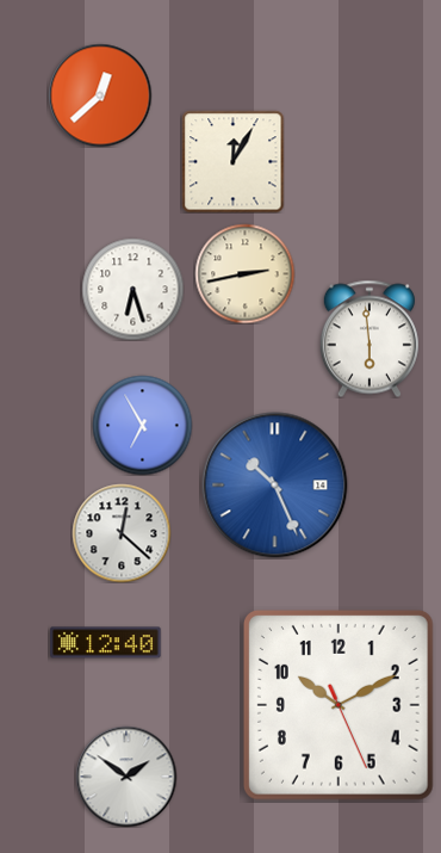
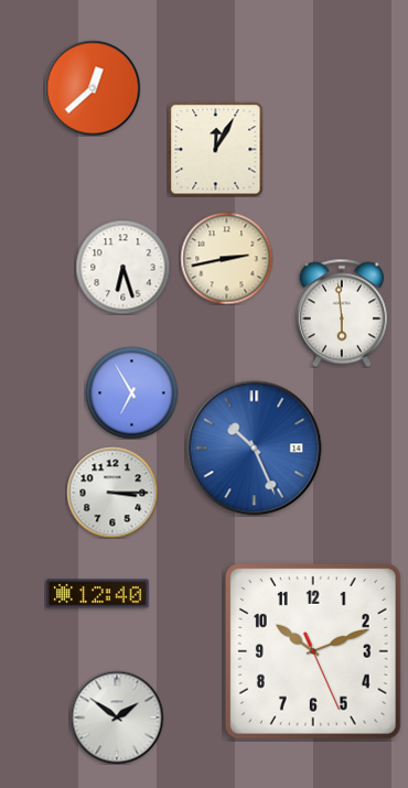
clock at (244, 273) position: (244, 273) -> (226, 258)
clock at (122, 533): 12:22 -> 3:15
clock at (338, 705): 10:10 -> 10:11
